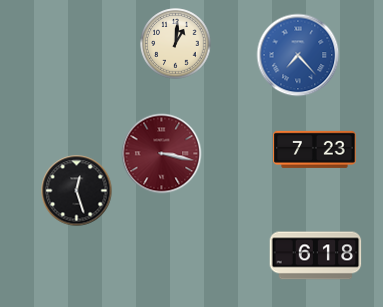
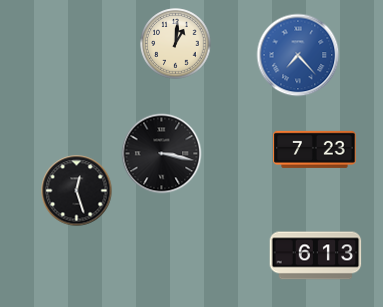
clock at (162, 154) dial: burgundy -> black
clock at (316, 256): 6:18 -> 6:13
